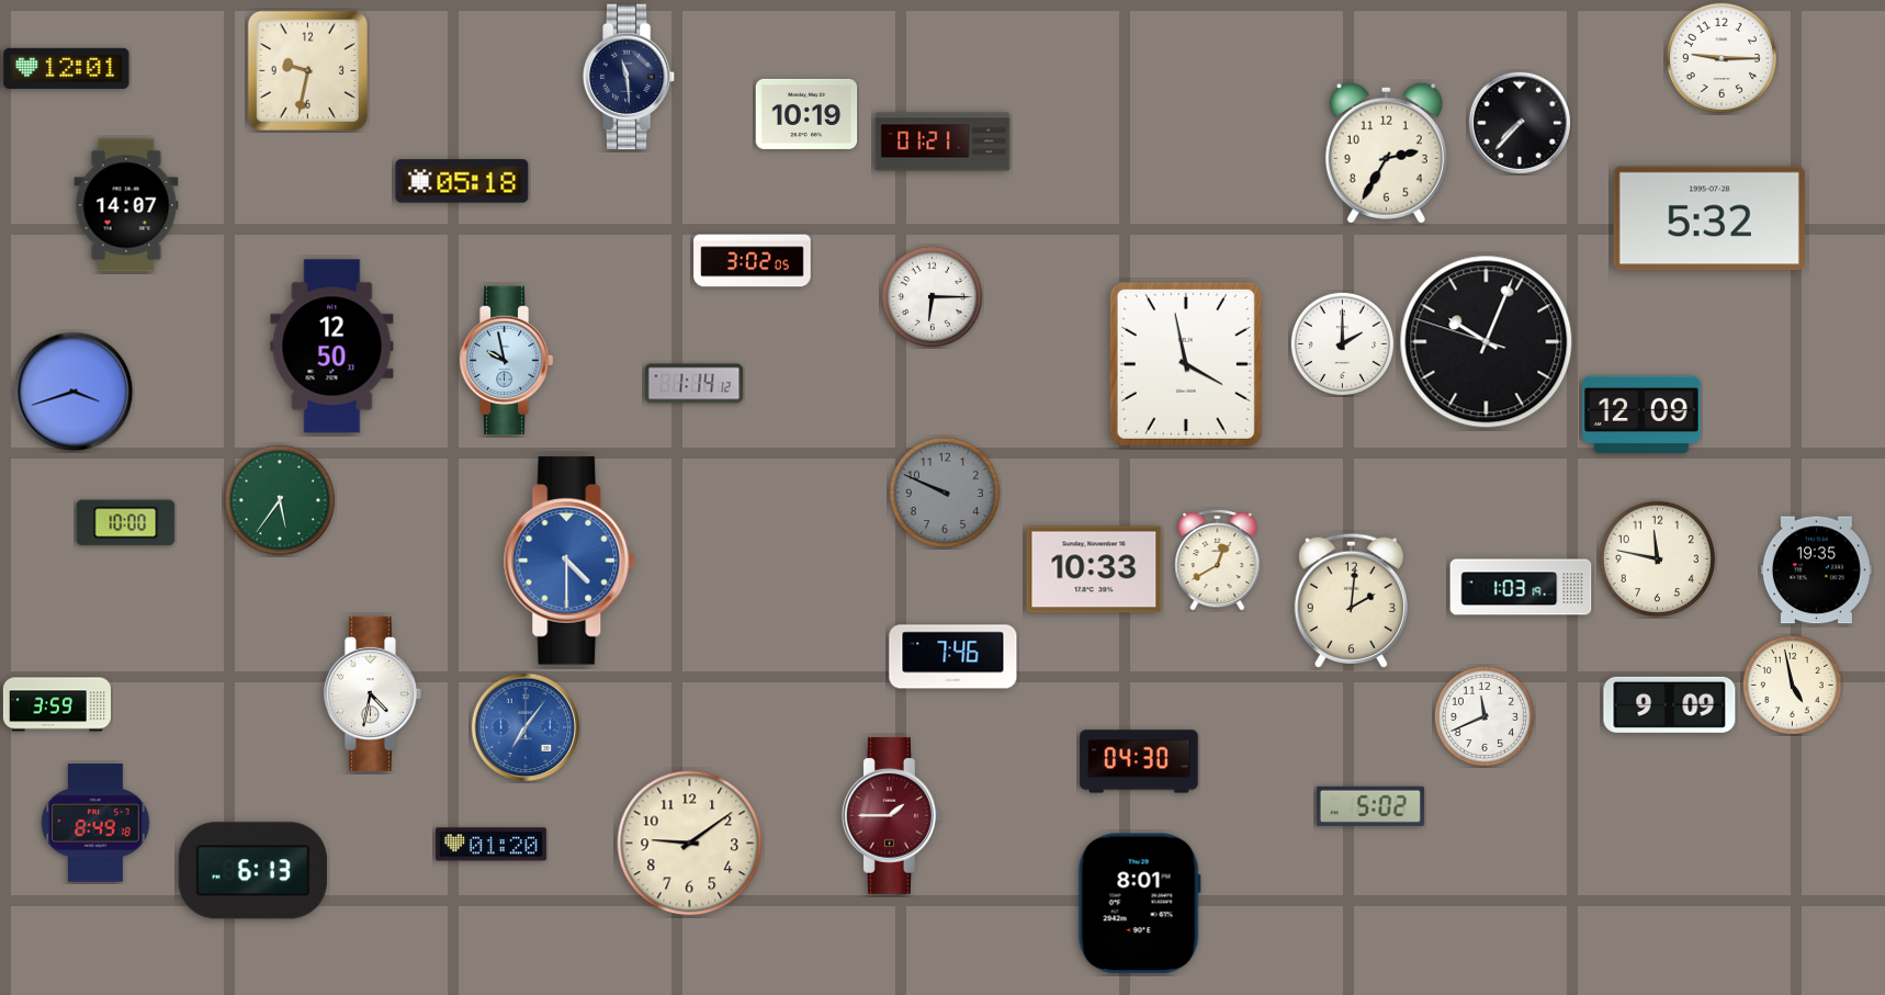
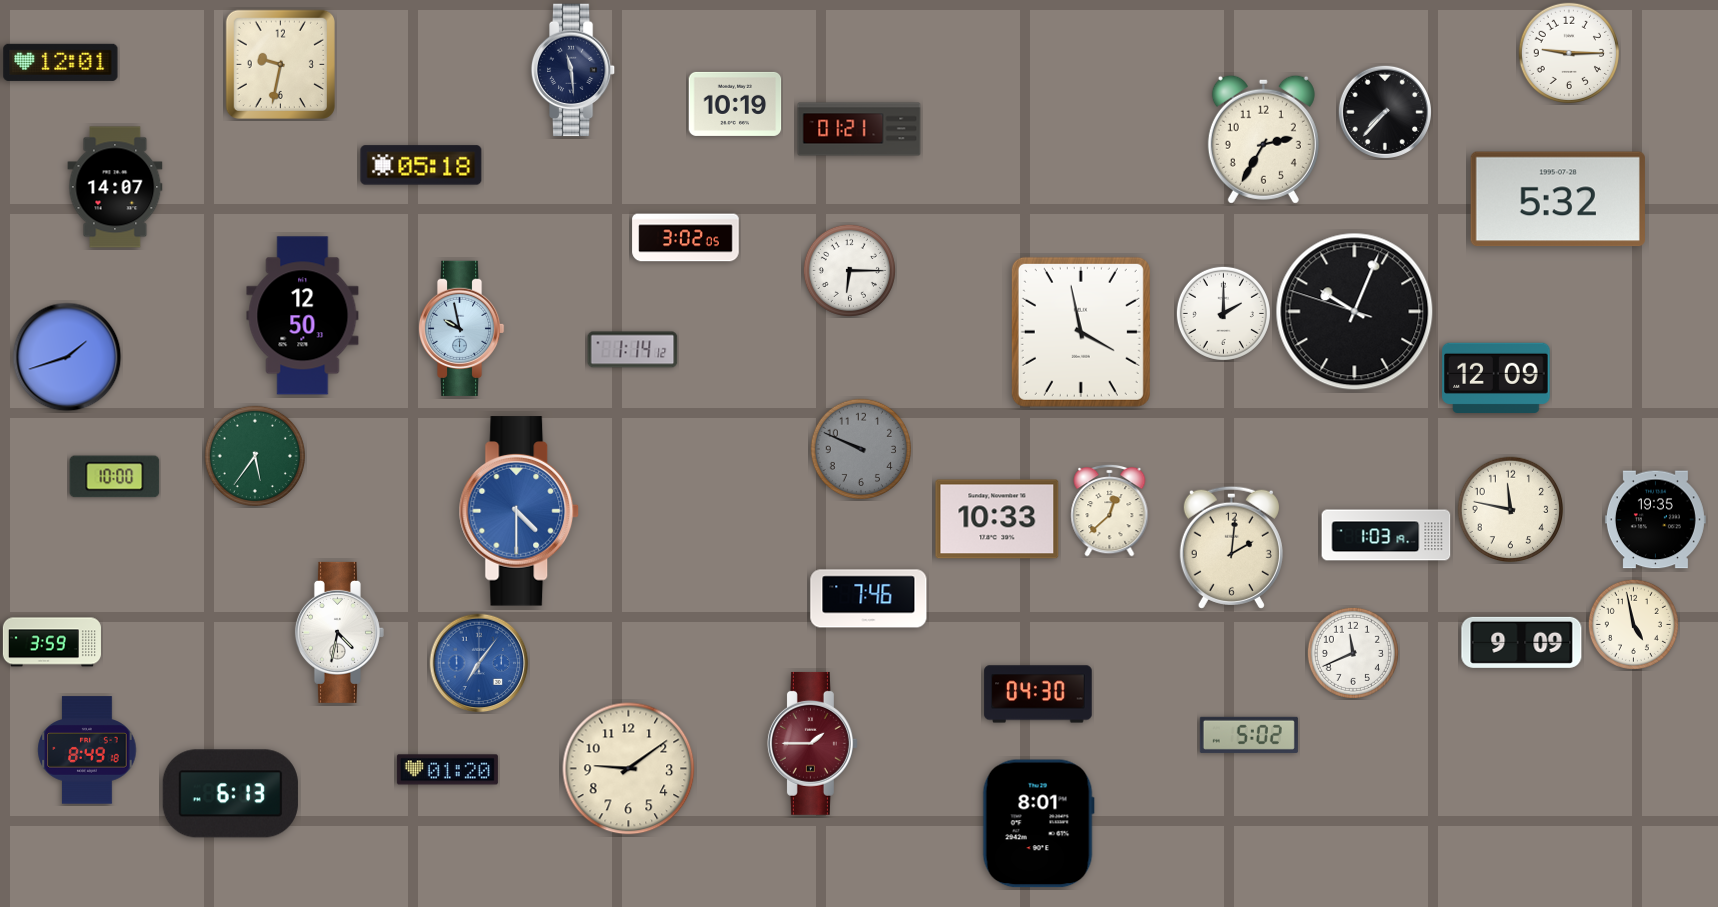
clock at (74, 392): 3:42 -> 1:42
clock at (1218, 559): 12:40 -> 12:38
